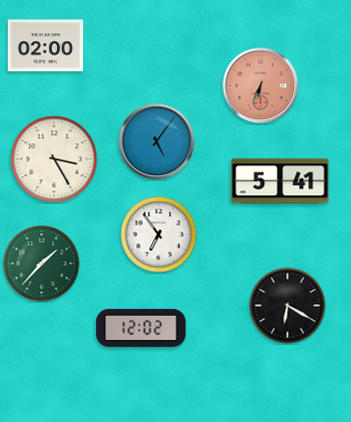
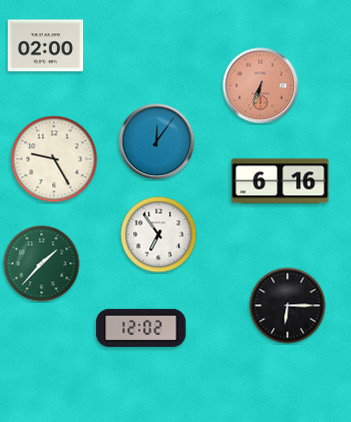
clock at (157, 142): 5:06 -> 12:06
clock at (54, 159): 3:25 -> 9:25
clock at (280, 181): 5:41 -> 6:16
clock at (288, 306): 6:20 -> 6:15
